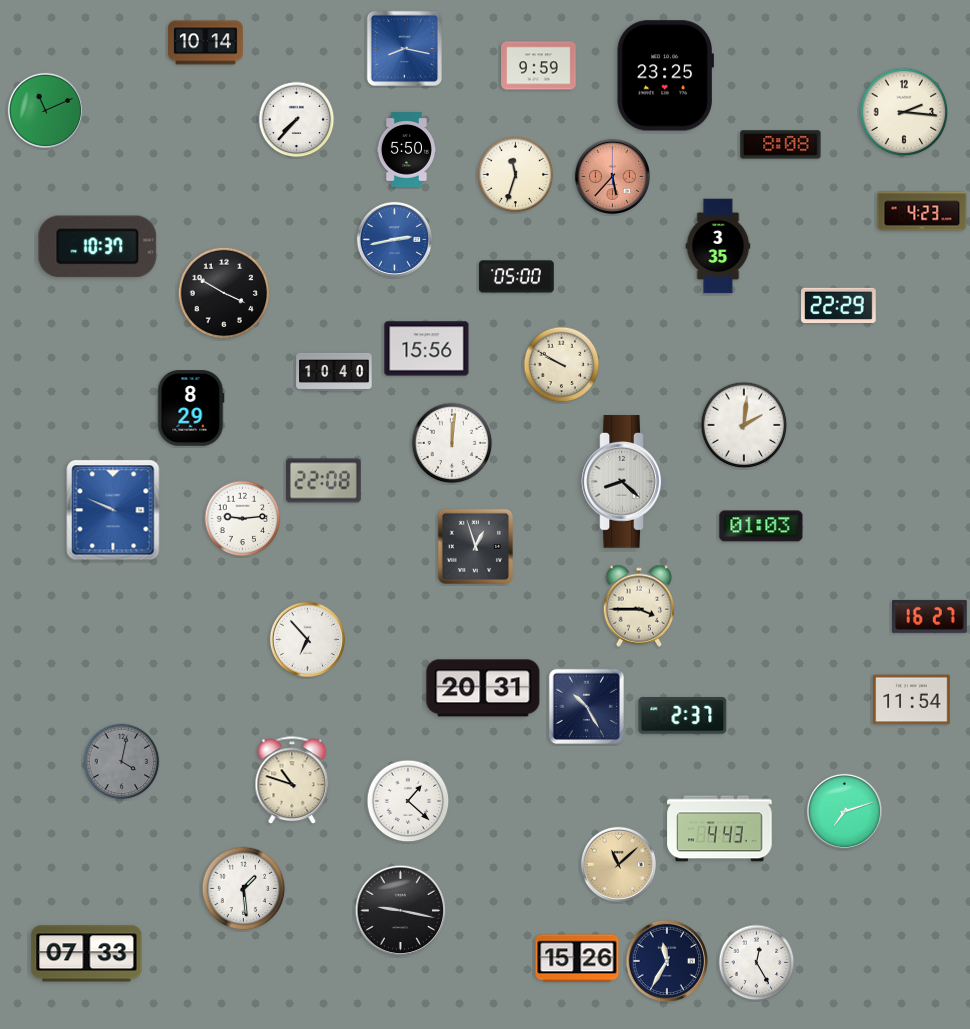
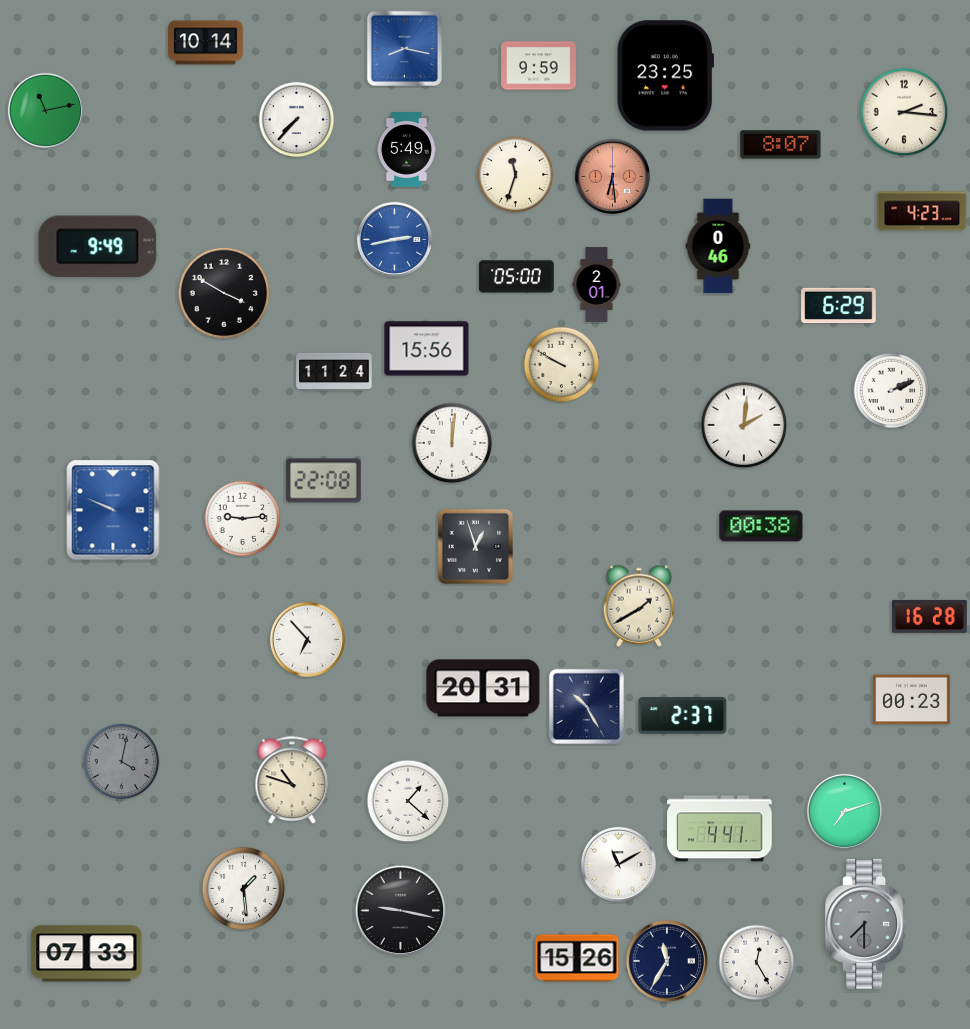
clock at (45, 110): 11:11 -> 11:13
clock at (781, 145): 8:08 -> 8:07
clock at (406, 150): 5:50 -> 5:49
clock at (612, 176): 5:37 -> 6:29
clock at (718, 246): 3:35 -> 0:46
clock at (98, 247): 10:37 -> 9:49
clock at (597, 285): none -> 2:01
clock at (839, 306): 22:29 -> 6:29
clock at (334, 372): 10:40 -> 11:24
clock at (892, 391): none -> 2:11
clock at (191, 408): 8:29 -> none
clock at (624, 482): 8:22 -> none
clock at (761, 526): 01:03 -> 00:38
clock at (639, 606): 3:45 -> 1:40
clock at (930, 616): 16:27 -> 16:28
clock at (912, 700): 11:54 -> 00:23
clock at (720, 829): 4:43 -> 4:41
clock at (618, 864): 11:08 -> 11:10
clock at (618, 864) dial: champagne -> white
clock at (866, 924): none -> 7:30
